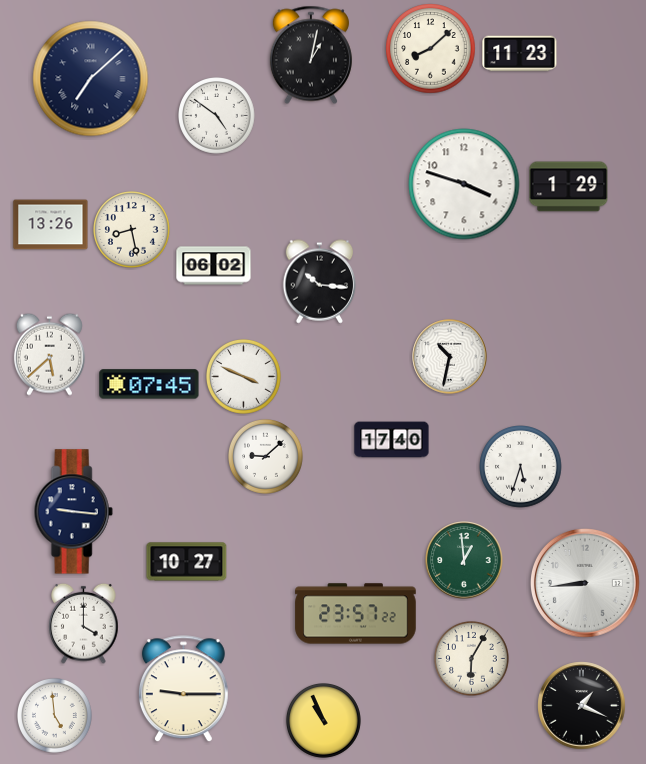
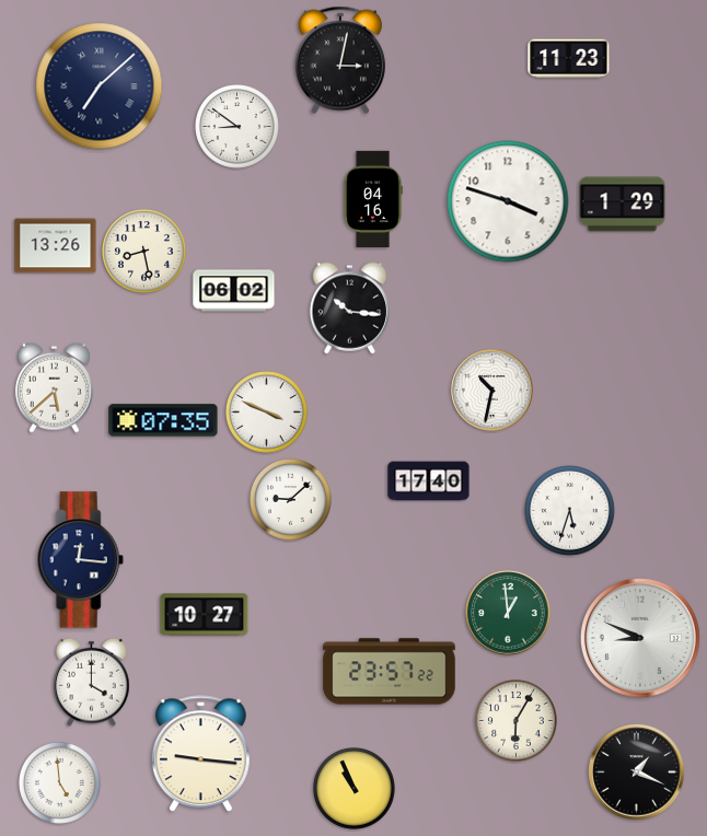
clock at (431, 49): 8:08 -> none
clock at (311, 55): 1:02 -> 3:02
clock at (217, 116): 4:51 -> 8:51
clock at (373, 198): none -> 04:16
clock at (149, 384): 07:45 -> 07:35
clock at (73, 512): 9:16 -> 12:16
clock at (585, 584): 8:44 -> 8:49
clock at (183, 689): 9:15 -> 9:16
